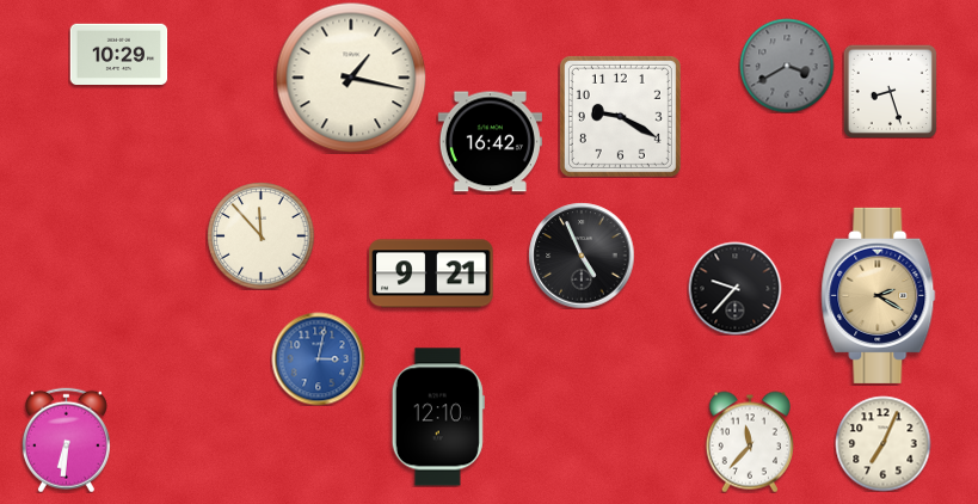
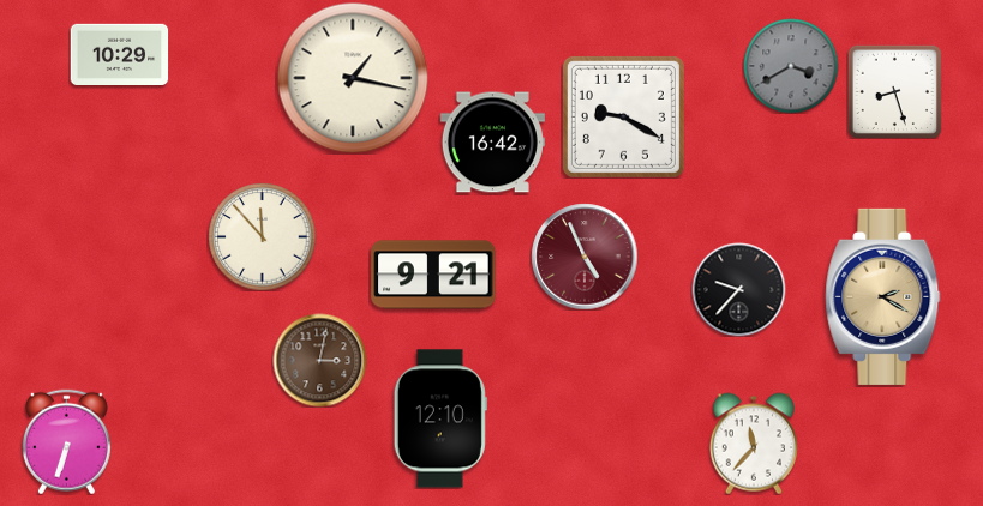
clock at (582, 256) dial: black -> burgundy
clock at (318, 358) dial: blue -> brown
clock at (66, 440): 6:31 -> 6:33
clock at (882, 443): 7:04 -> none
